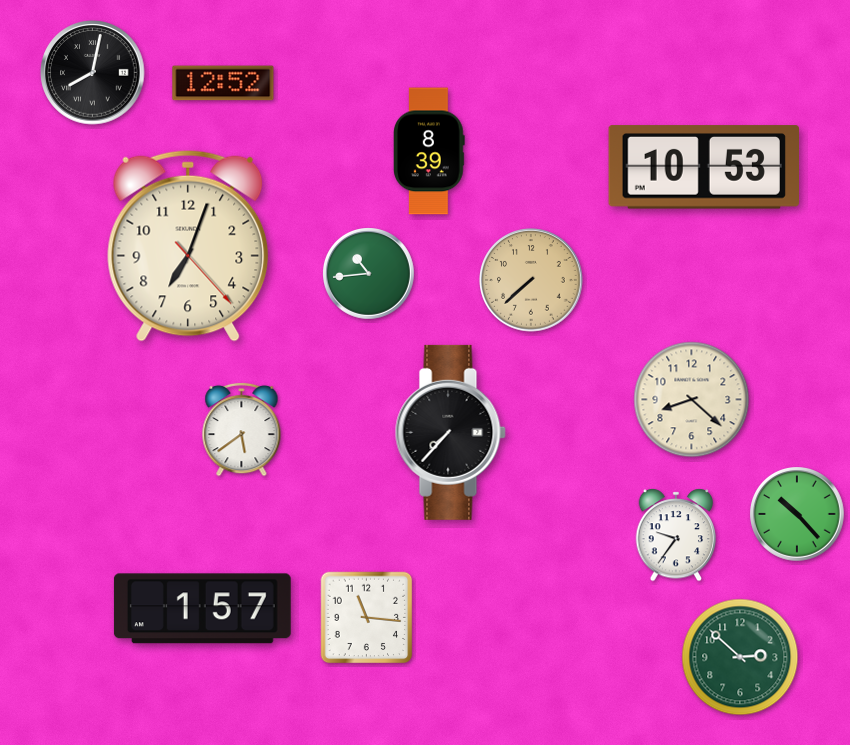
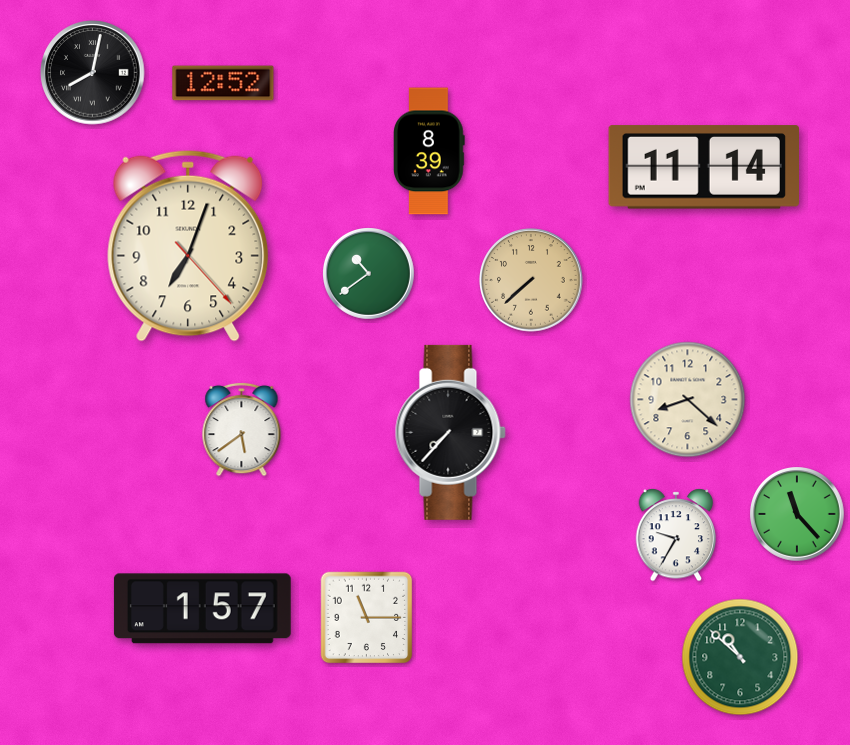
clock at (703, 167): 10:53 -> 11:14
clock at (369, 274): 10:44 -> 10:39
clock at (692, 400) position: (692, 400) -> (688, 400)
clock at (798, 515): 10:23 -> 11:23
clock at (676, 535): 9:36 -> 9:35
clock at (367, 618): 11:16 -> 11:15
clock at (740, 657): 2:52 -> 10:52
